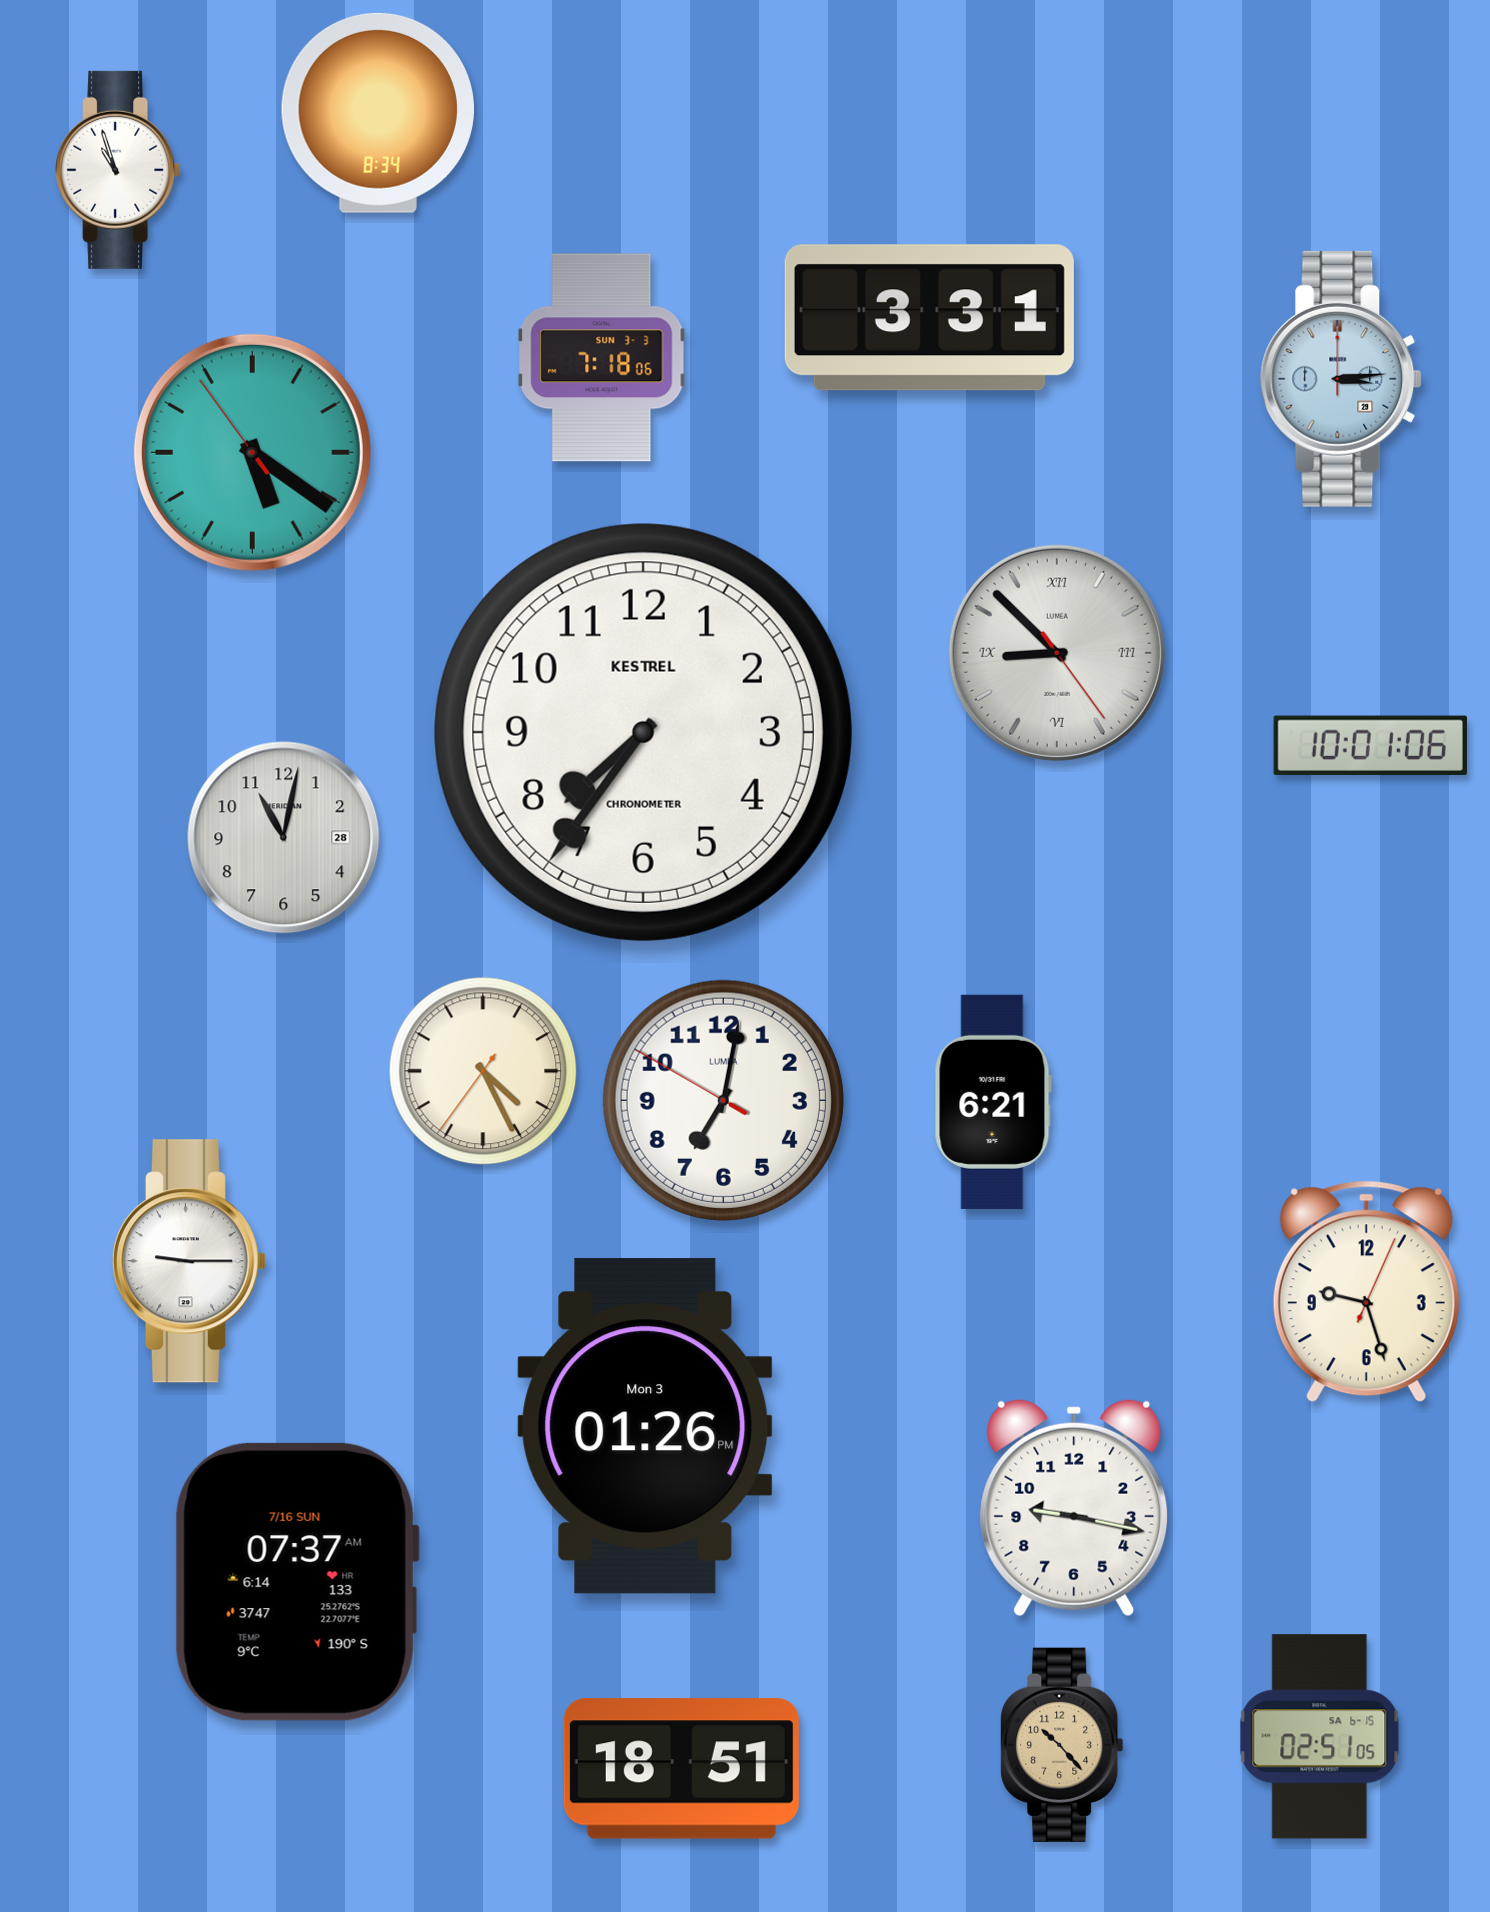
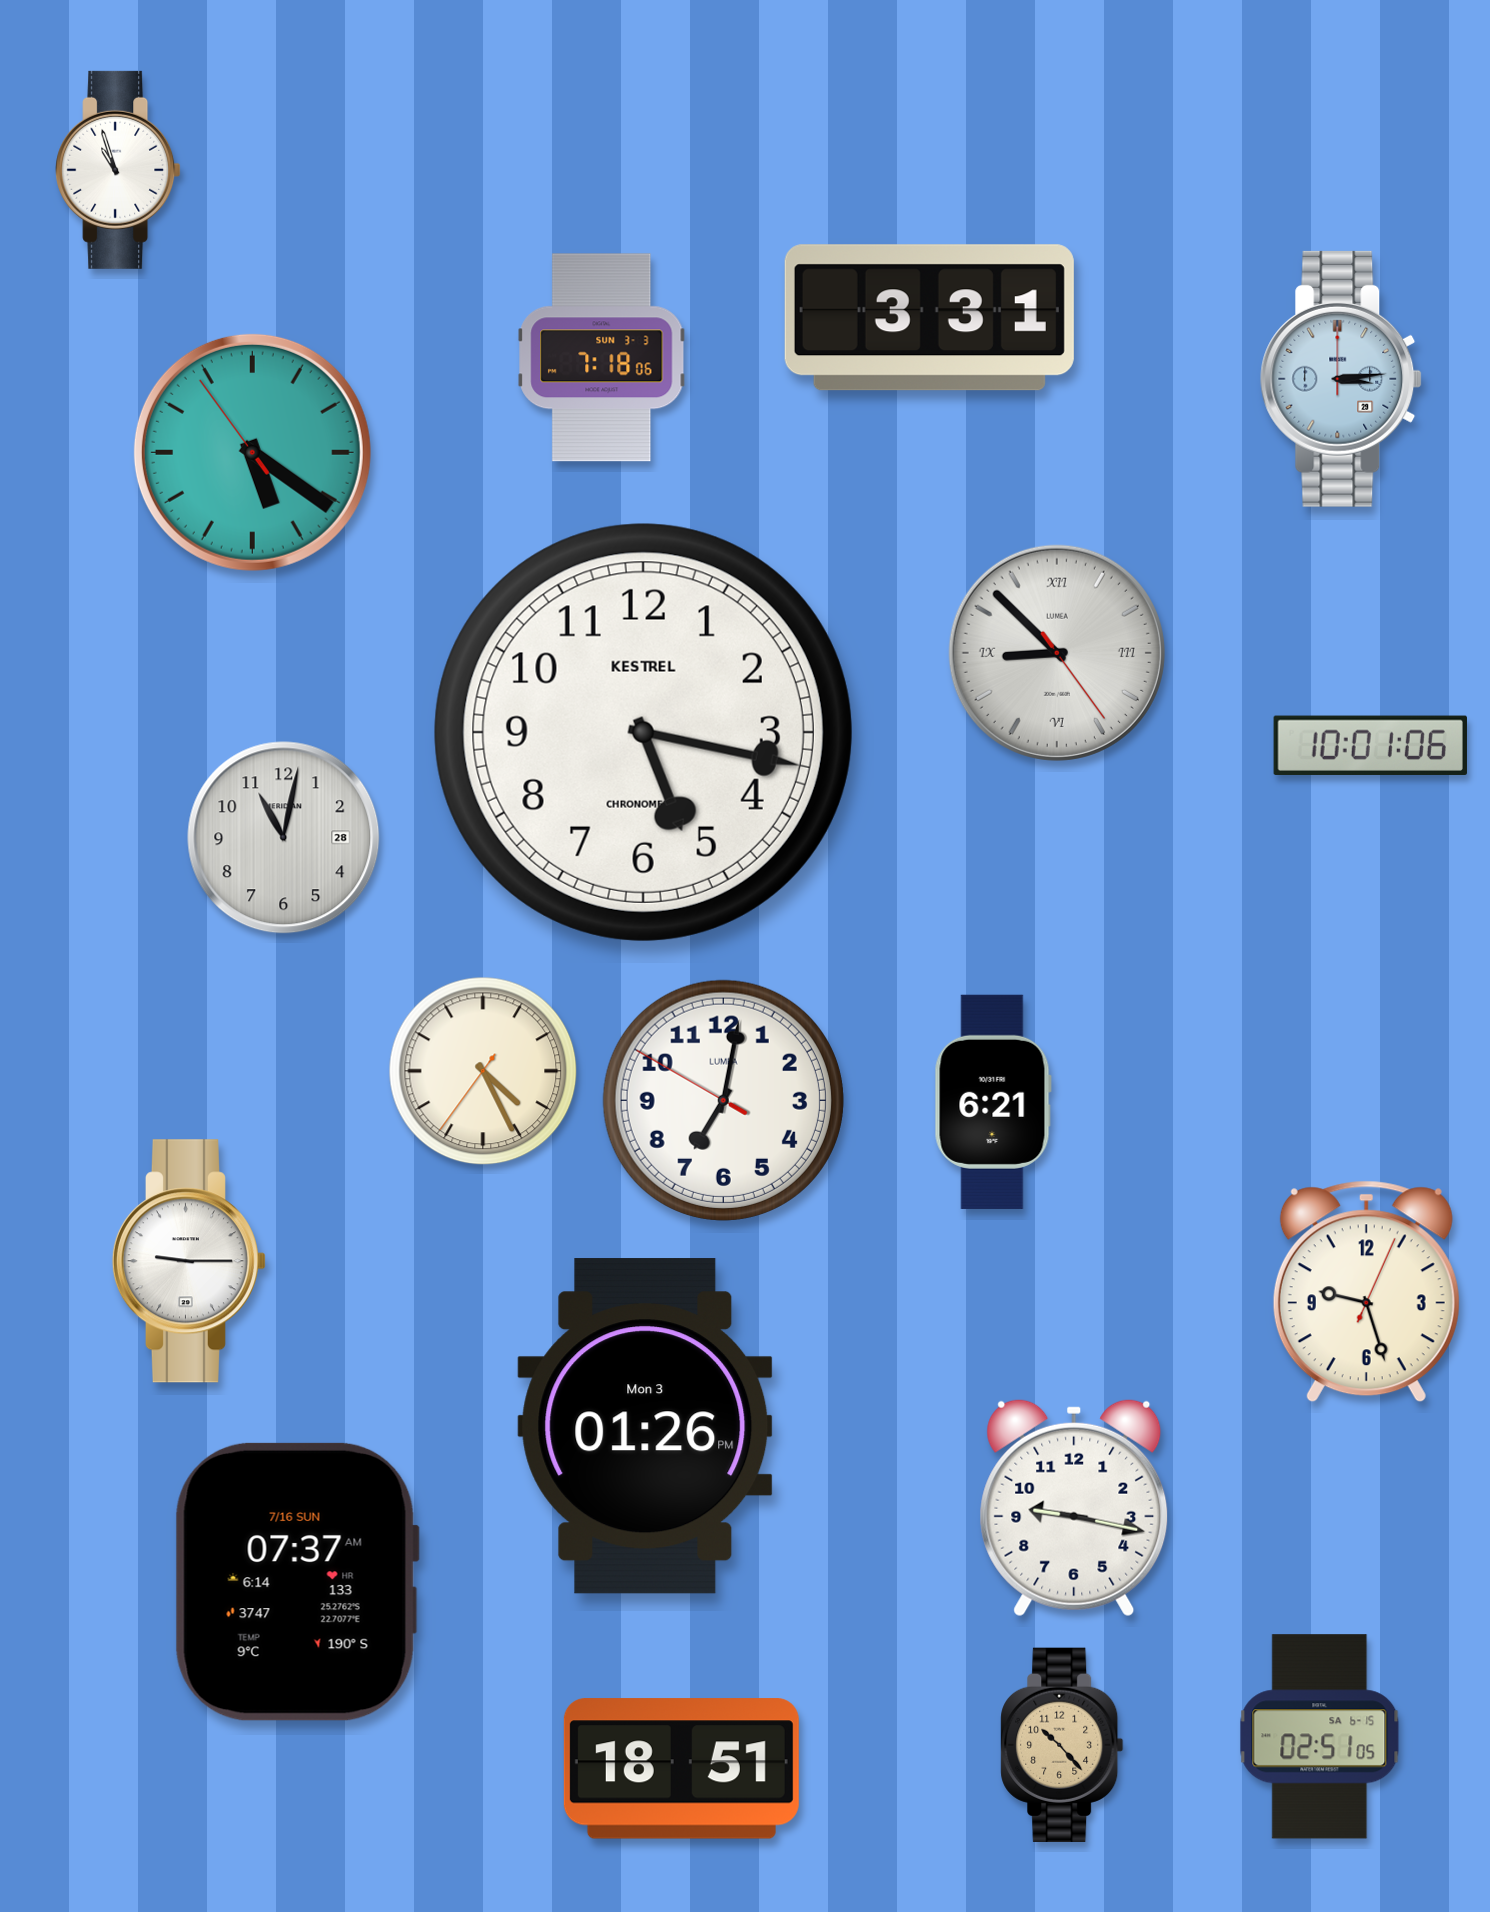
clock at (378, 113): 8:34 -> none
clock at (643, 732): 7:36 -> 5:17
